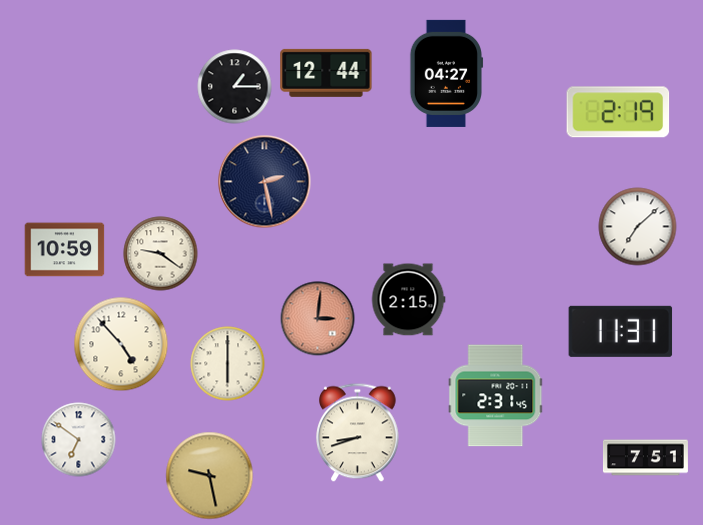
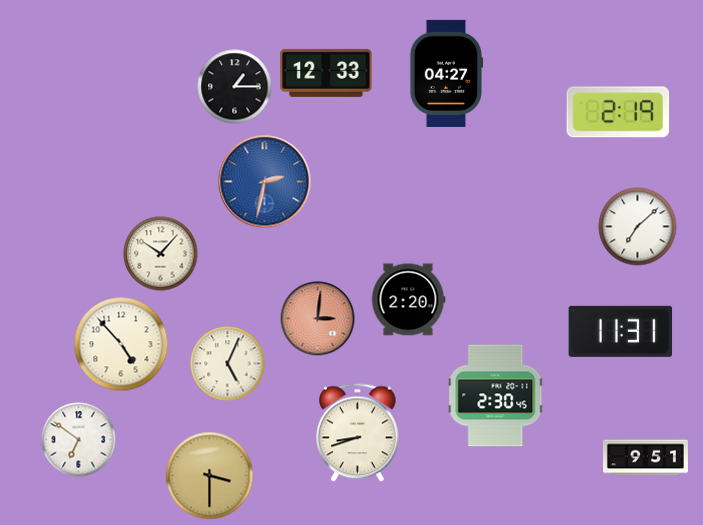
clock at (326, 73): 12:44 -> 12:33
clock at (265, 182): 2:28 -> 2:32
clock at (265, 182) dial: navy -> blue
clock at (65, 250): 10:59 -> none
clock at (161, 254): 9:21 -> 10:07
clock at (408, 300): 2:15 -> 2:20
clock at (228, 364): 6:00 -> 5:04
clock at (496, 396): 2:31 -> 2:30
clock at (645, 458): 7:51 -> 9:51
clock at (210, 476): 9:28 -> 3:30
